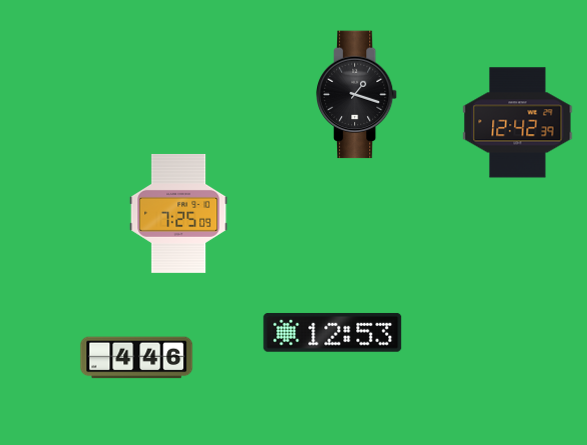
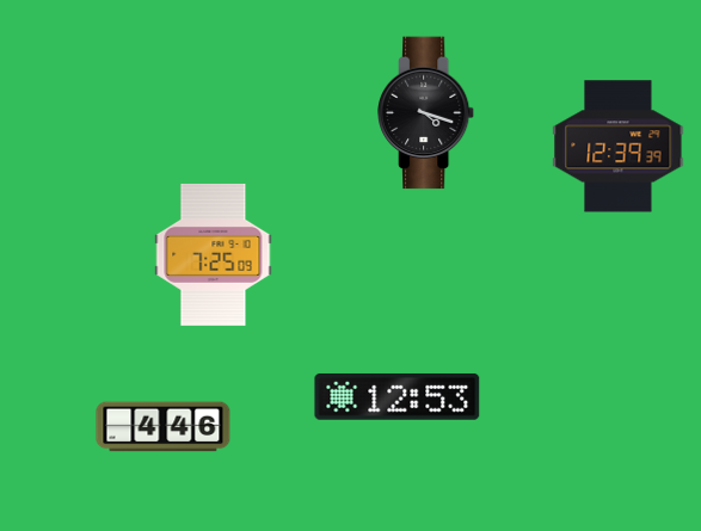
clock at (358, 95): 1:18 -> 4:18
clock at (518, 123): 12:42 -> 12:39
